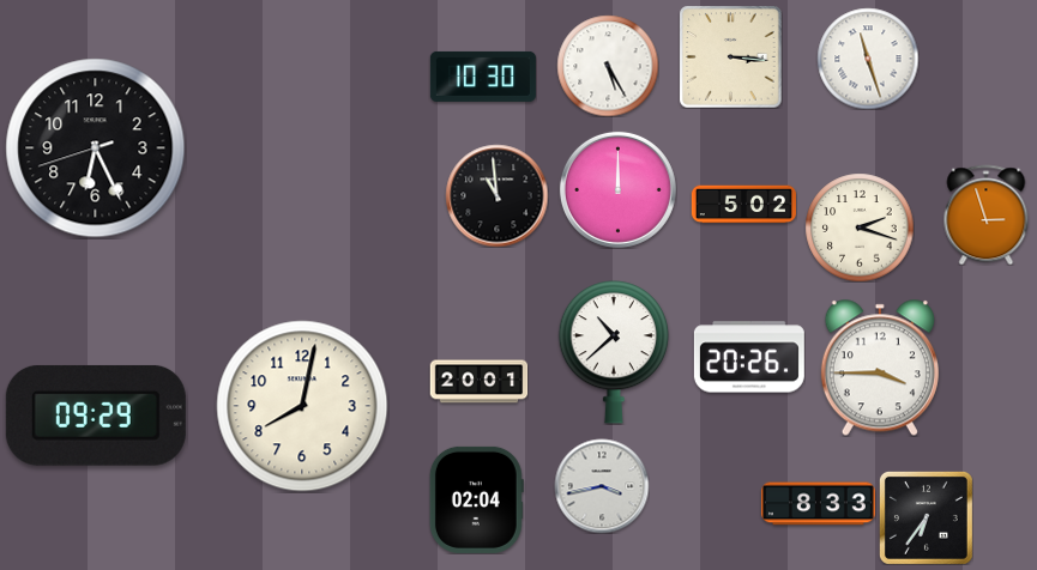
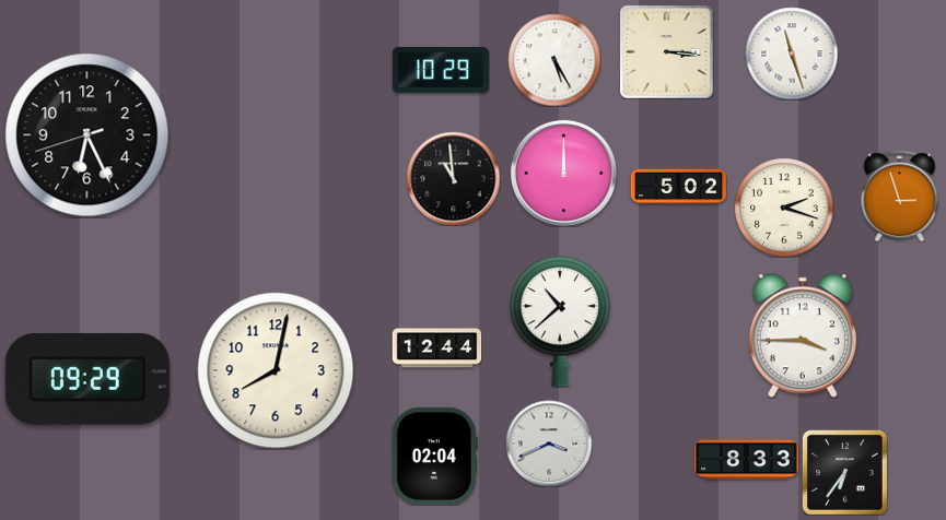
clock at (483, 77): 10:30 -> 10:29
clock at (749, 357): 20:26 -> none
clock at (478, 382): 20:01 -> 12:44
clock at (602, 486): 3:43 -> 3:41
